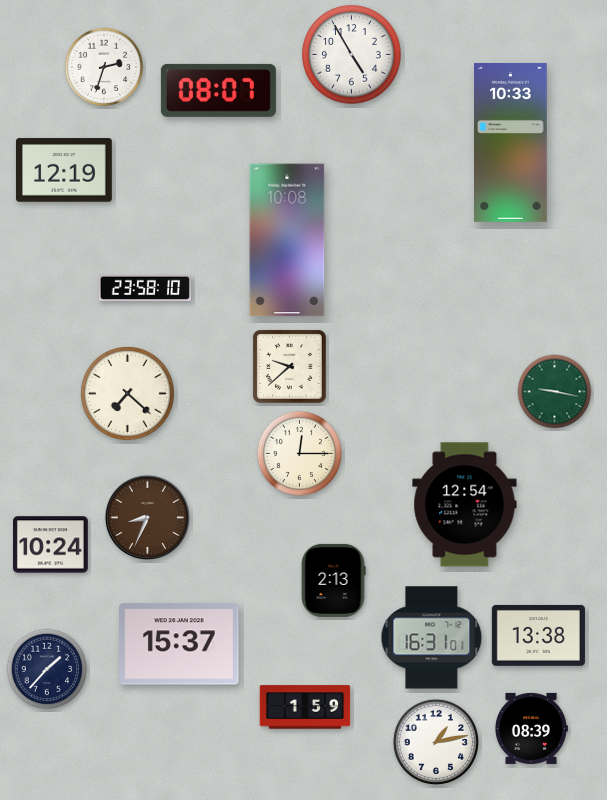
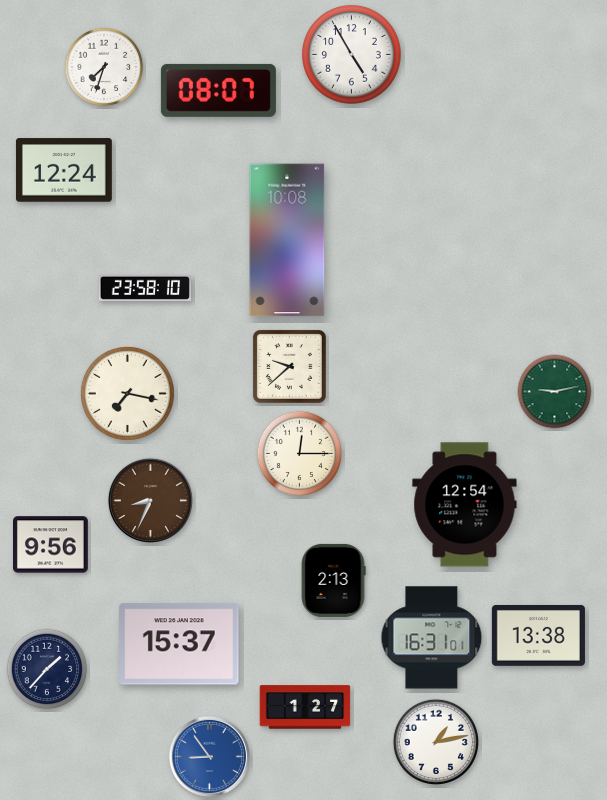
clock at (104, 67): 2:33 -> 7:33
clock at (511, 142): 10:33 -> none
clock at (64, 170): 12:19 -> 12:24
clock at (555, 392): 9:17 -> 9:13
clock at (127, 393): 7:22 -> 7:17
clock at (147, 517) position: (147, 517) -> (150, 500)
clock at (51, 545): 10:24 -> 9:56
clock at (305, 707): 1:59 -> 1:27
clock at (531, 728): 08:39 -> none
clock at (209, 756): none -> 8:54
